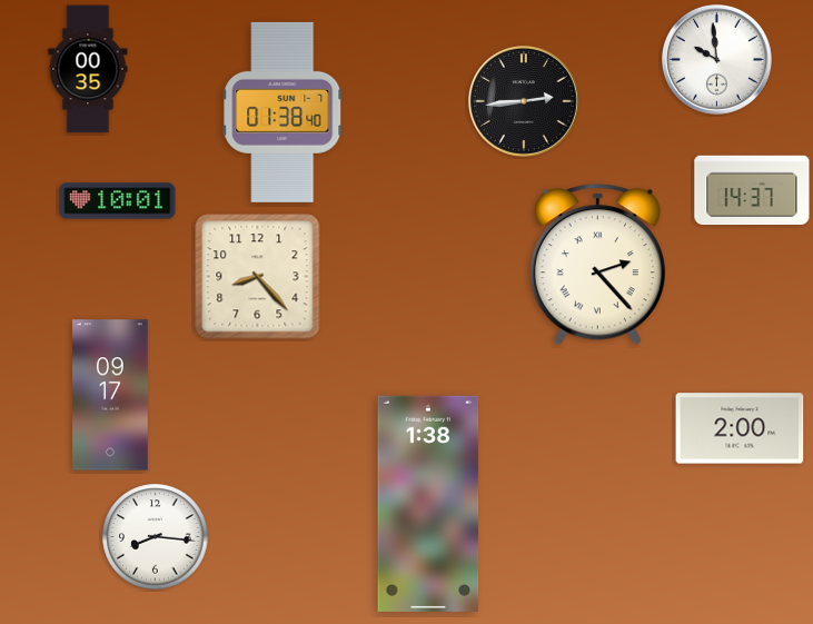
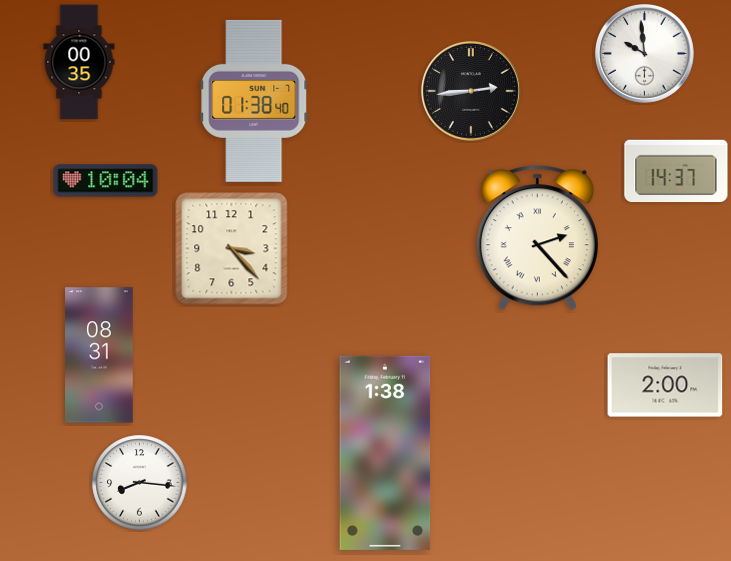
clock at (118, 201): 10:01 -> 10:04
clock at (258, 277): 8:23 -> 3:23
clock at (110, 395): 09:17 -> 08:31
